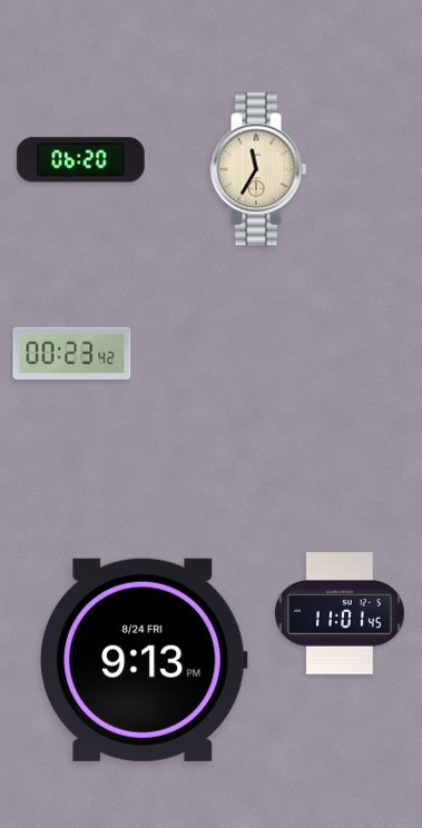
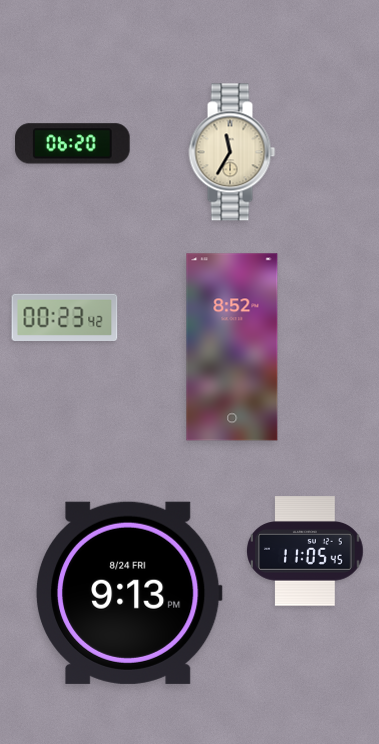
clock at (232, 347): none -> 8:52
clock at (340, 613): 11:01 -> 11:05
